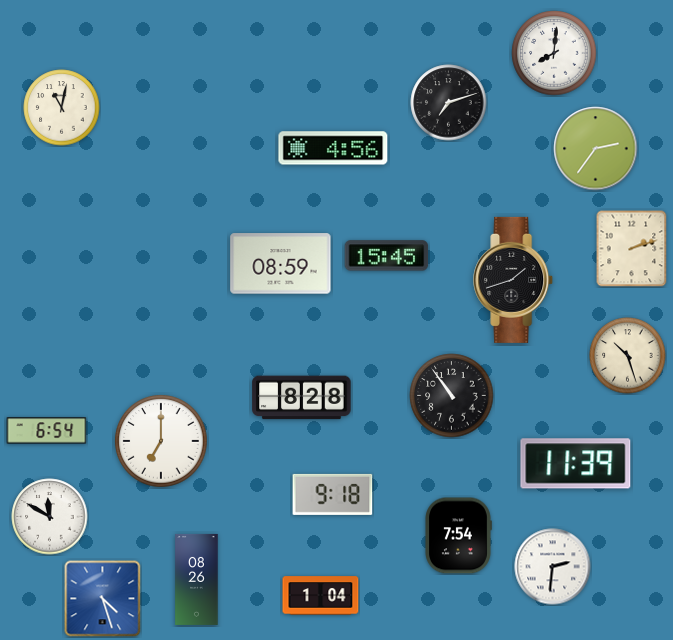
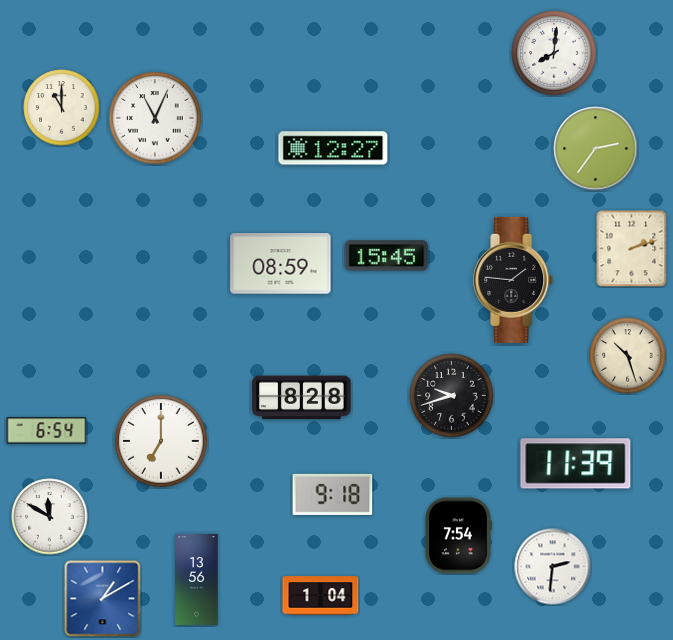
clock at (449, 103): 7:12 -> none
clock at (62, 108): 11:02 -> 11:00
clock at (155, 118): none -> 11:04
clock at (333, 148): 4:56 -> 12:27
clock at (514, 280): 1:42 -> 1:46
clock at (452, 396): 10:54 -> 9:42
clock at (197, 579): 08:26 -> 13:56
clock at (103, 599): 4:27 -> 1:10
